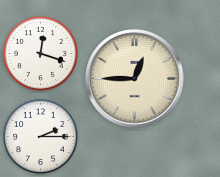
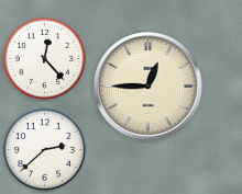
clock at (41, 54): 12:18 -> 12:23
clock at (41, 137): 2:15 -> 2:38
